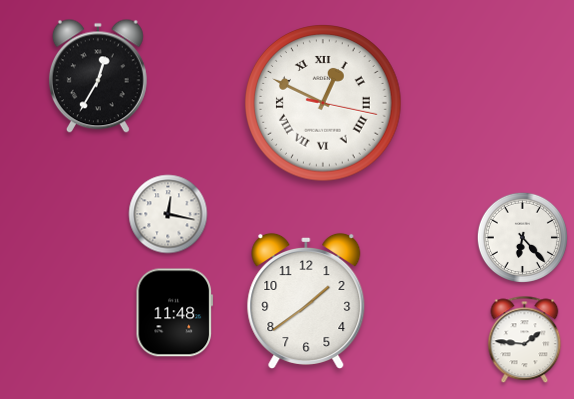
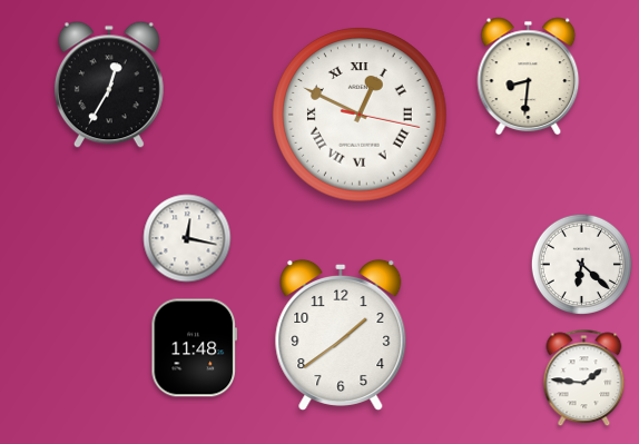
clock at (529, 77): none -> 8:31
clock at (522, 237): 6:23 -> 6:22
